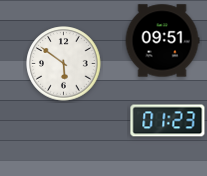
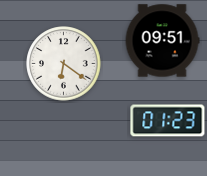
clock at (64, 64): 5:51 -> 6:21
